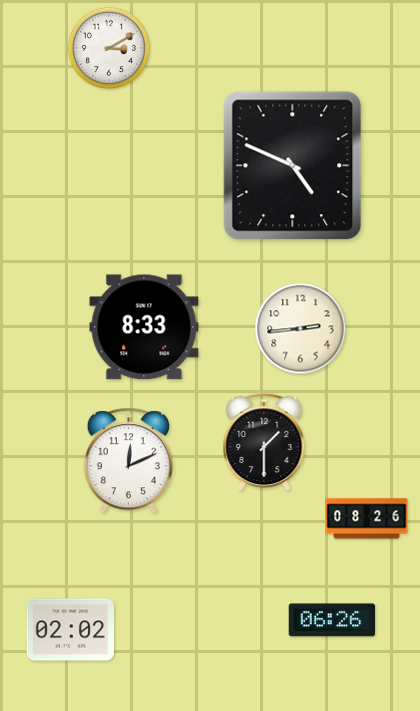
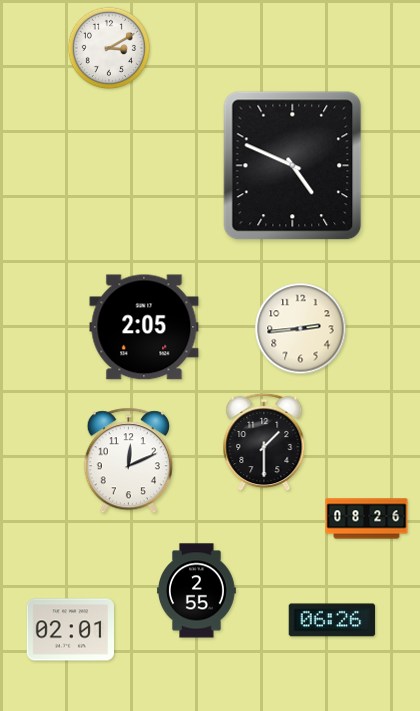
clock at (144, 327): 8:33 -> 2:05
clock at (197, 591): none -> 2:55
clock at (70, 630): 02:02 -> 02:01
